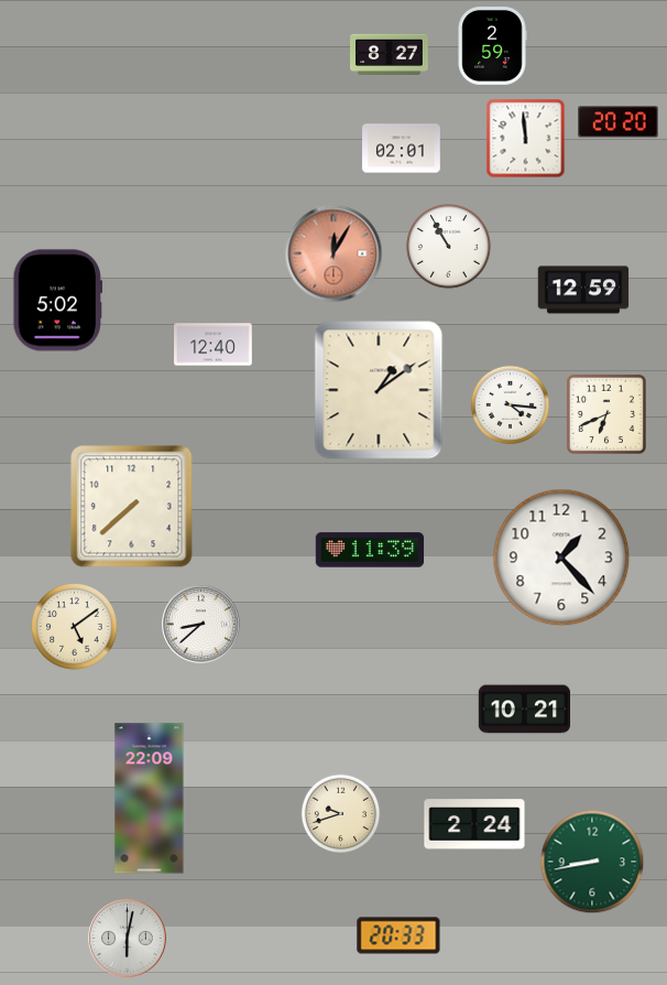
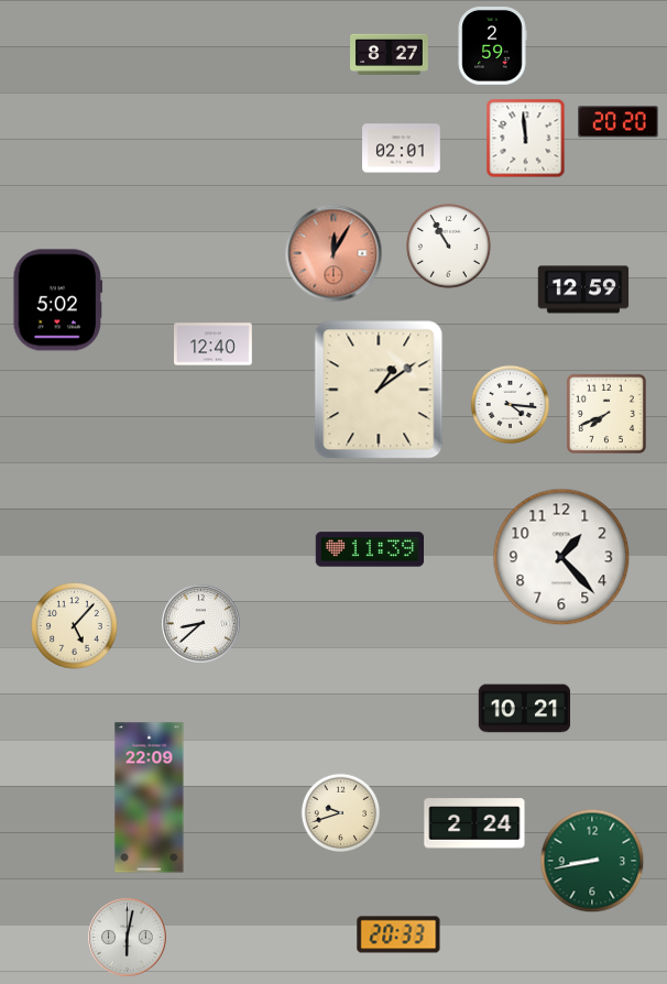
clock at (606, 414): 6:41 -> 7:41
clock at (132, 507): 7:38 -> none
clock at (75, 627): 5:09 -> 5:07
